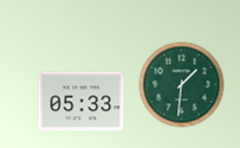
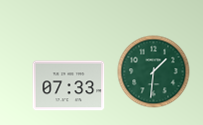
clock at (82, 102): 05:33 -> 07:33
